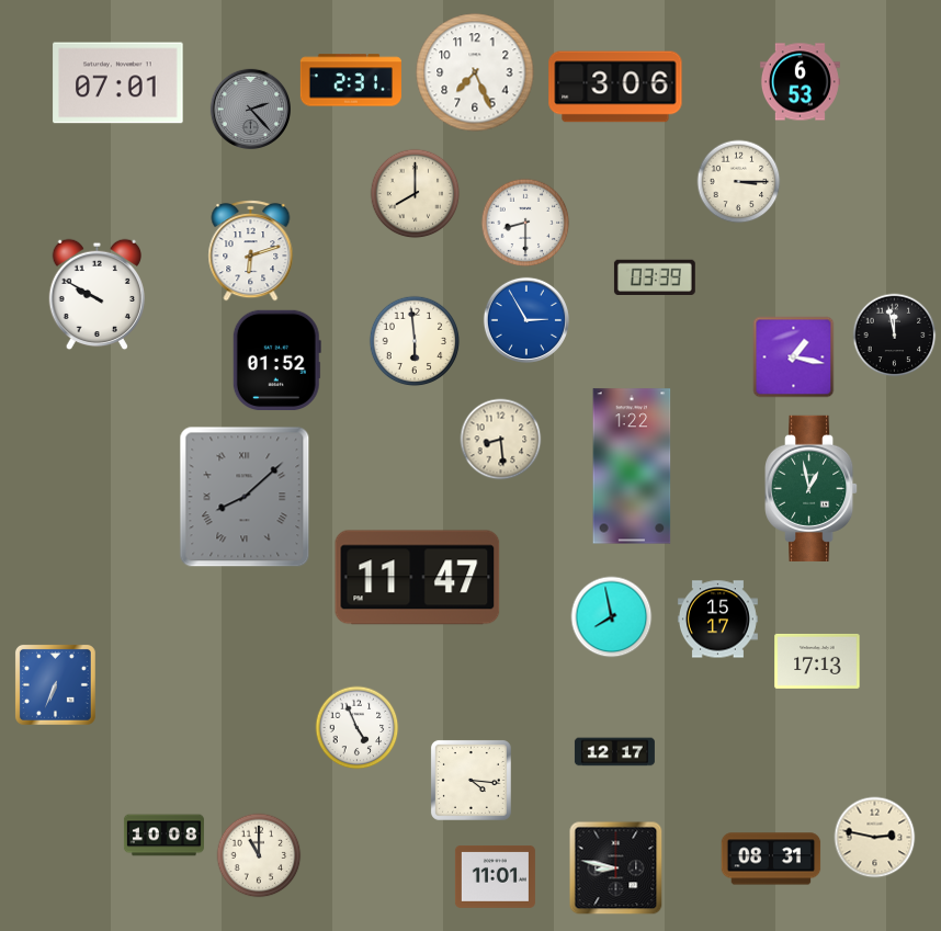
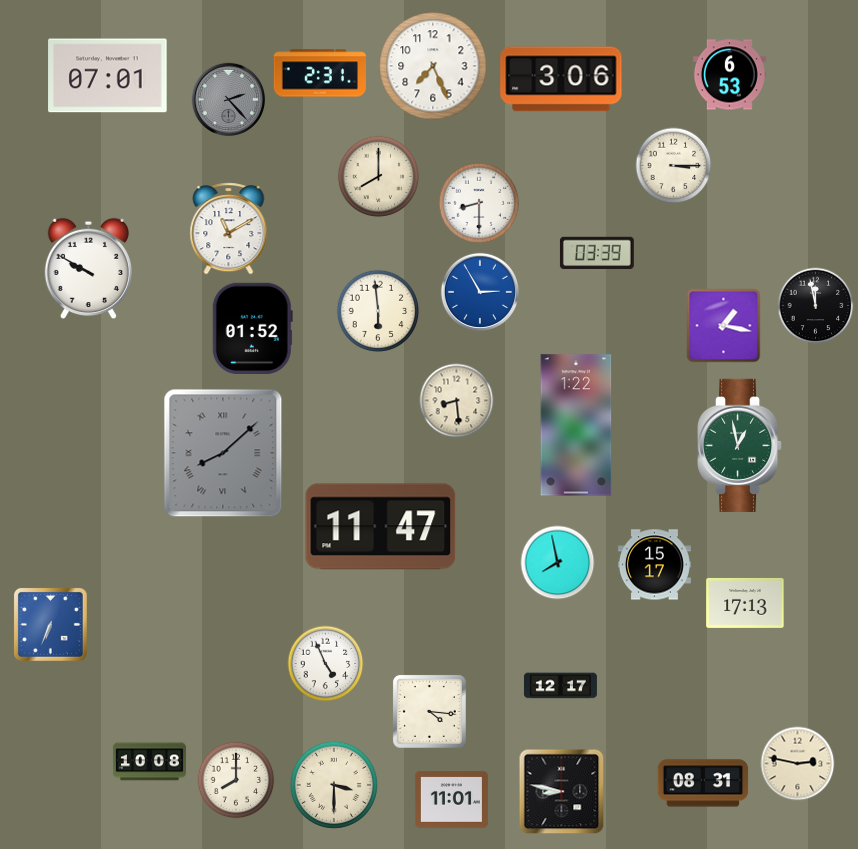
clock at (251, 251): 6:12 -> 11:10
clock at (259, 855): 11:00 -> 8:00
clock at (334, 785): none -> 3:30
